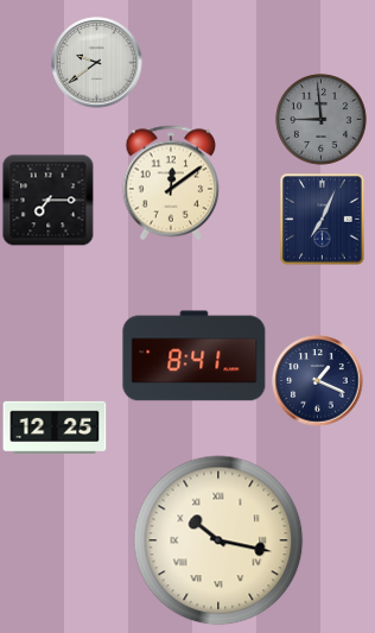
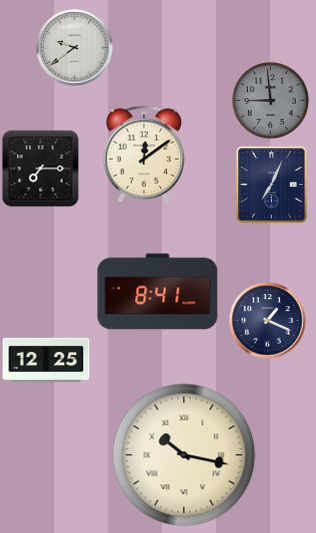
clock at (97, 63) position: (97, 63) -> (75, 48)
clock at (195, 356) position: (195, 356) -> (158, 292)
